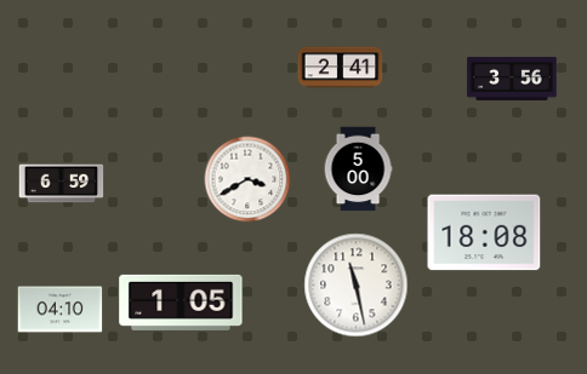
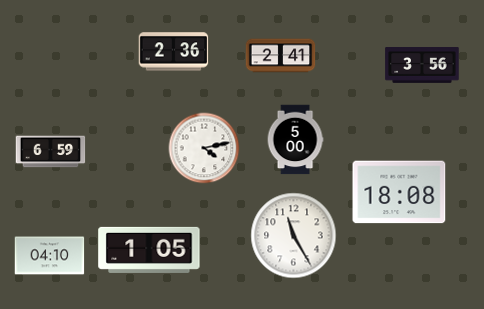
clock at (174, 52): none -> 2:36
clock at (247, 179): 3:40 -> 4:13
clock at (357, 286): 11:28 -> 11:25
